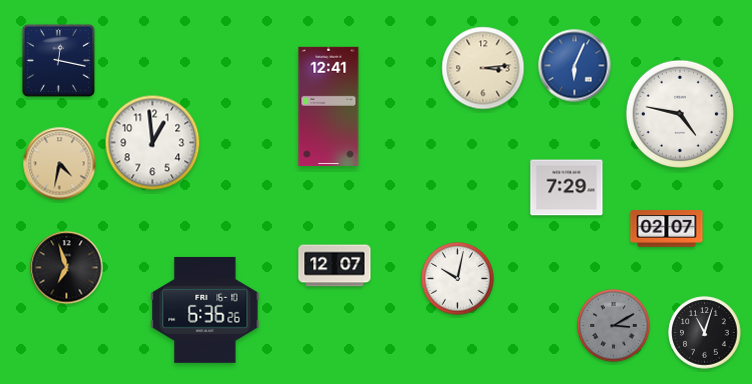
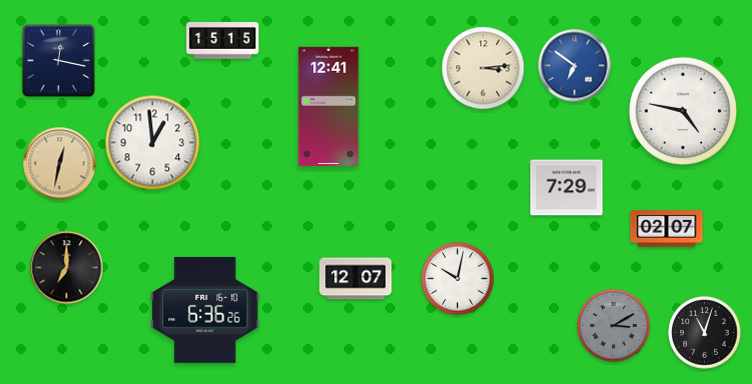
clock at (223, 41): none -> 15:15
clock at (575, 66): 6:04 -> 6:51
clock at (680, 114) position: (680, 114) -> (683, 111)
clock at (60, 164): 4:32 -> 12:32
clock at (335, 266) position: (335, 266) -> (356, 279)
clock at (67, 268): 6:57 -> 7:00
